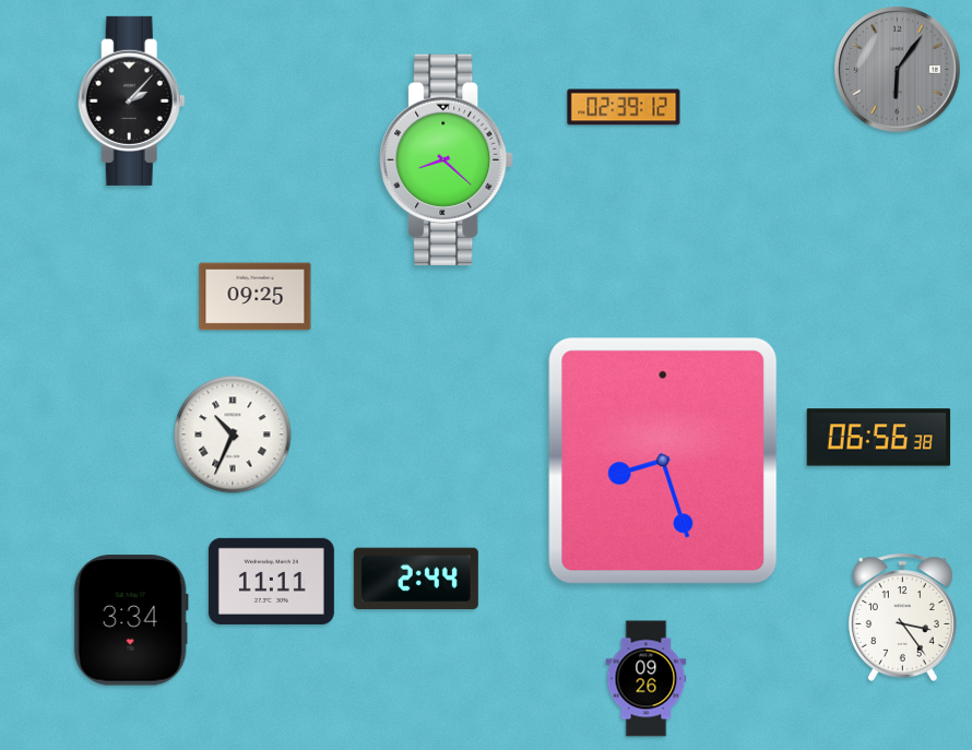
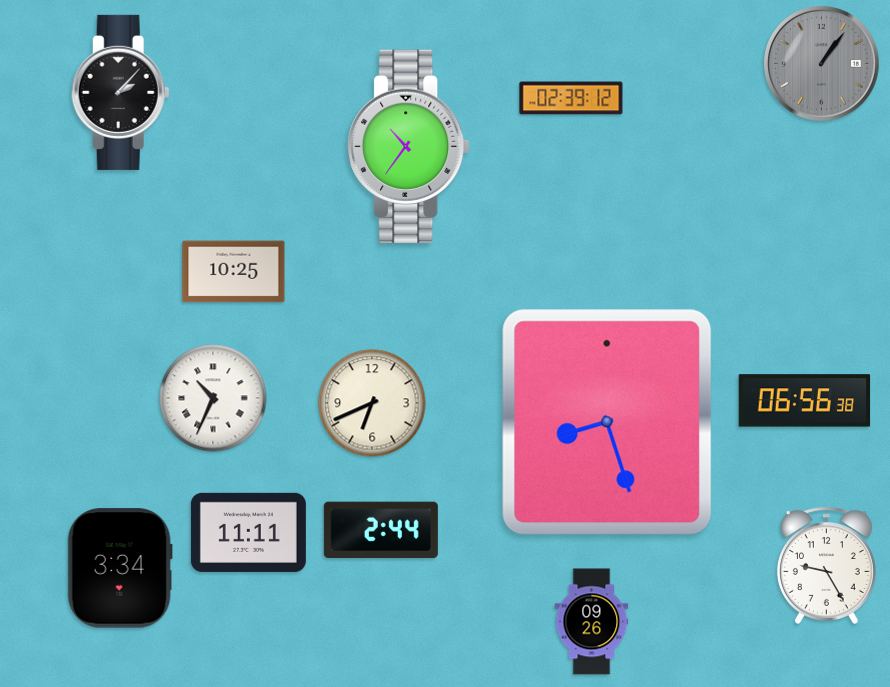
clock at (898, 70): 6:06 -> 1:06
clock at (447, 159): 8:22 -> 10:36
clock at (256, 297): 09:25 -> 10:25
clock at (372, 403): none -> 6:41
clock at (902, 617): 3:24 -> 9:25
